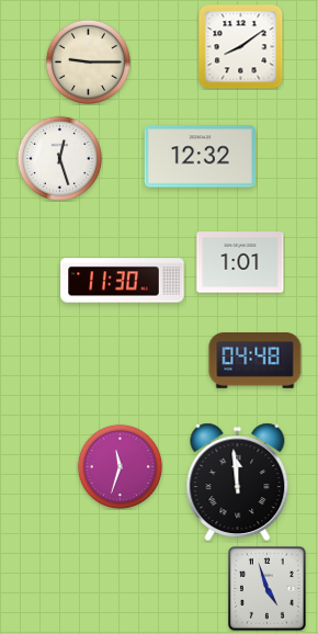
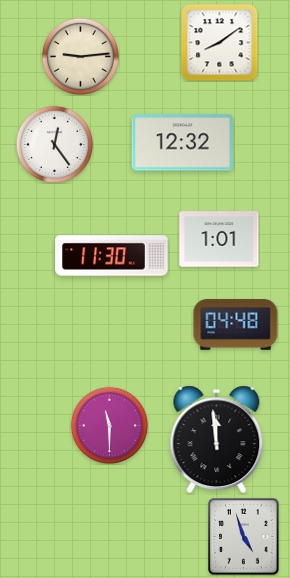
clock at (88, 61): 9:15 -> 9:14
clock at (59, 158): 12:27 -> 12:24
clock at (255, 361) position: (255, 361) -> (236, 325)
clock at (120, 466): 11:33 -> 11:30
